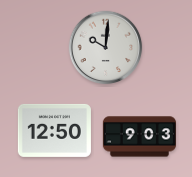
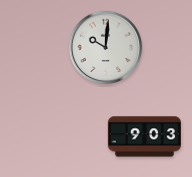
clock at (54, 130): 12:50 -> none
clock at (139, 137) position: (139, 137) -> (144, 137)
